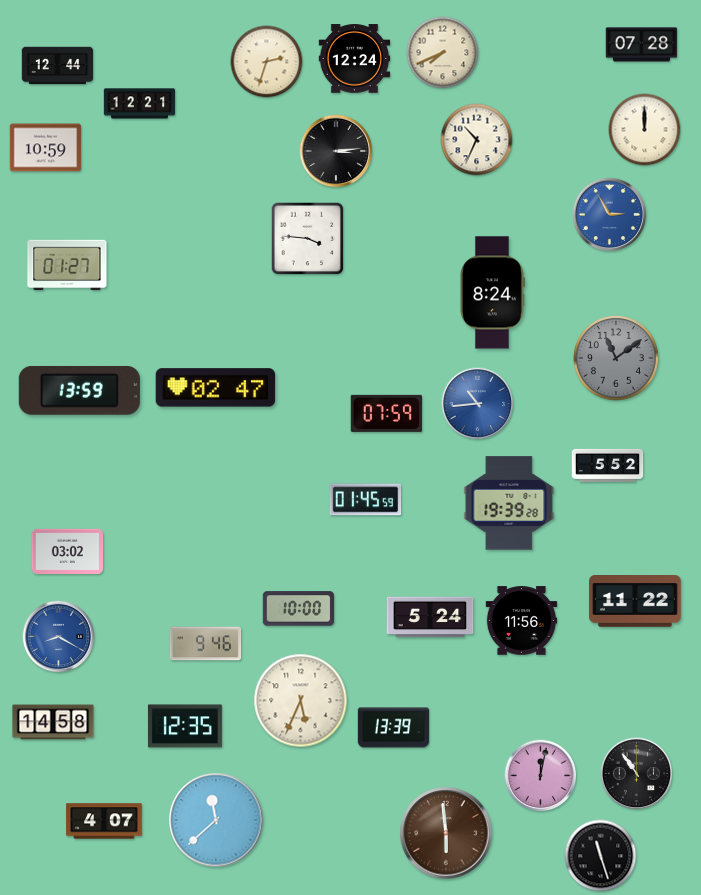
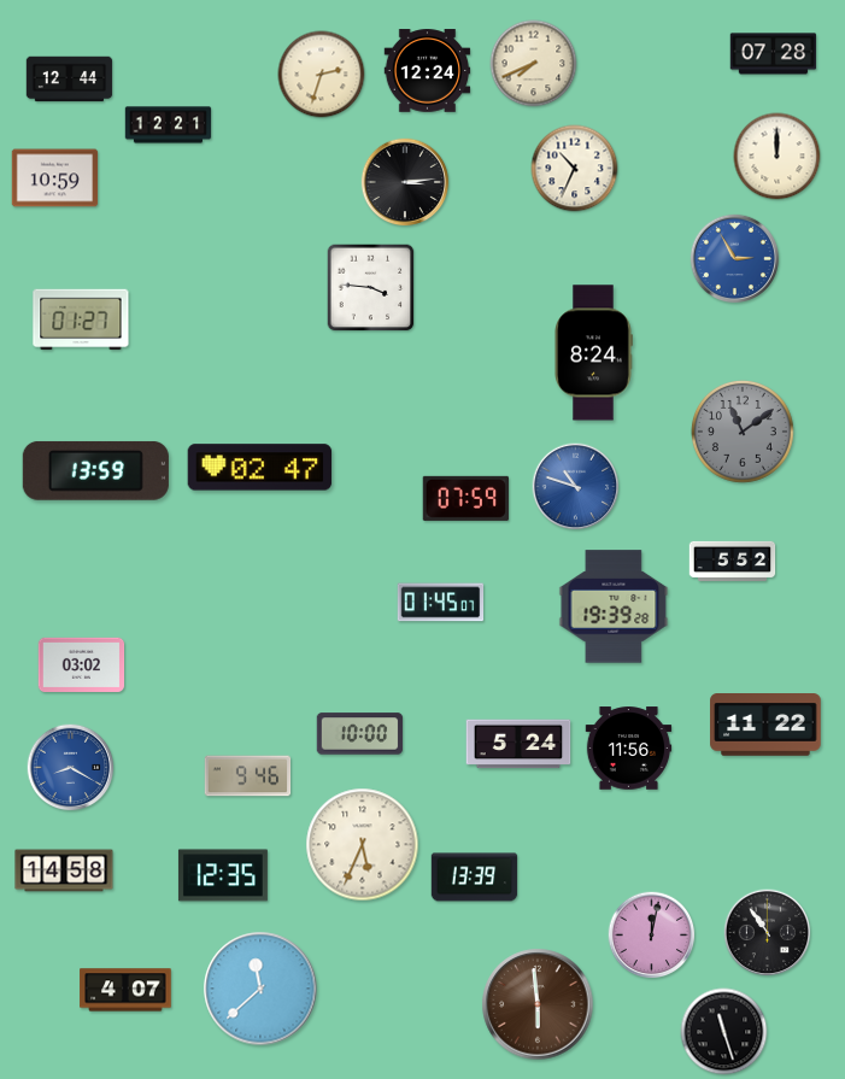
clock at (478, 404): 10:44 -> 10:48
clock at (366, 500): 01:45:59 -> 01:45:07
